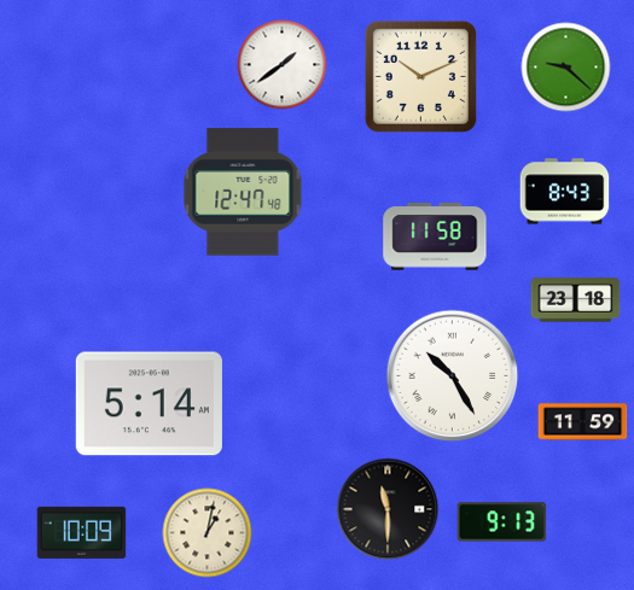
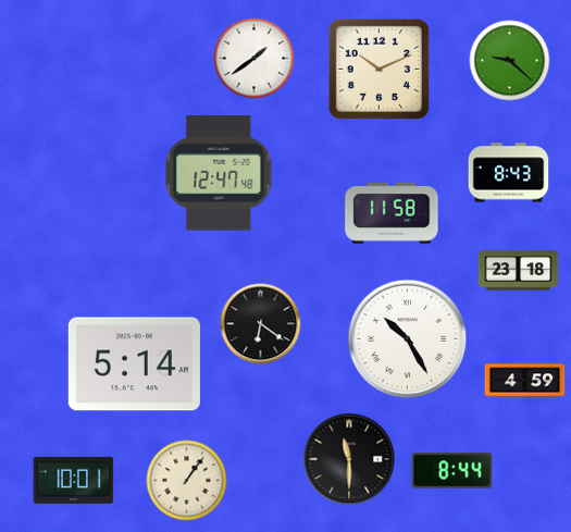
clock at (261, 324): none -> 6:21
clock at (583, 422): 11:59 -> 4:59
clock at (502, 522): 9:13 -> 8:44
clock at (82, 532): 10:09 -> 10:01
clock at (208, 533): 1:02 -> 1:06
